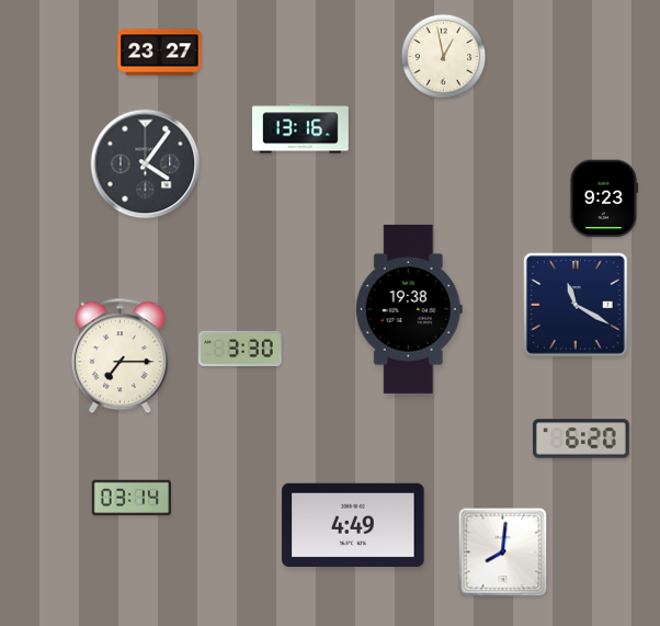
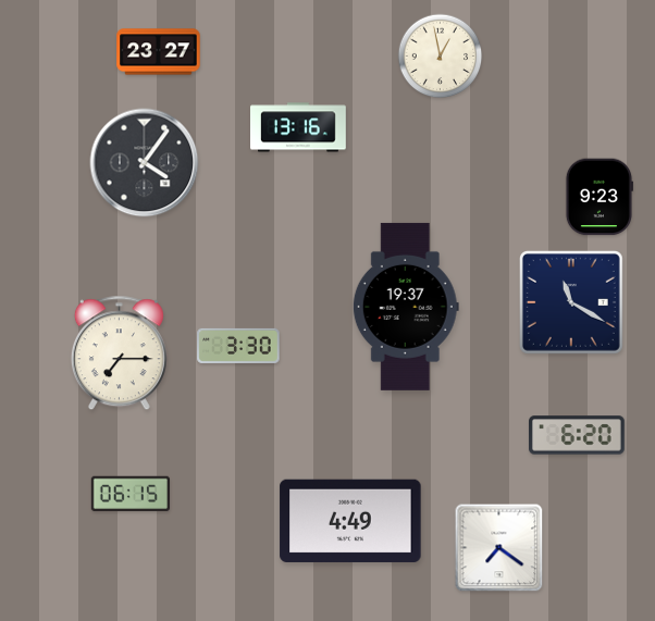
clock at (409, 309): 19:38 -> 19:37
clock at (132, 497): 03:14 -> 06:15
clock at (503, 553): 8:01 -> 7:21
